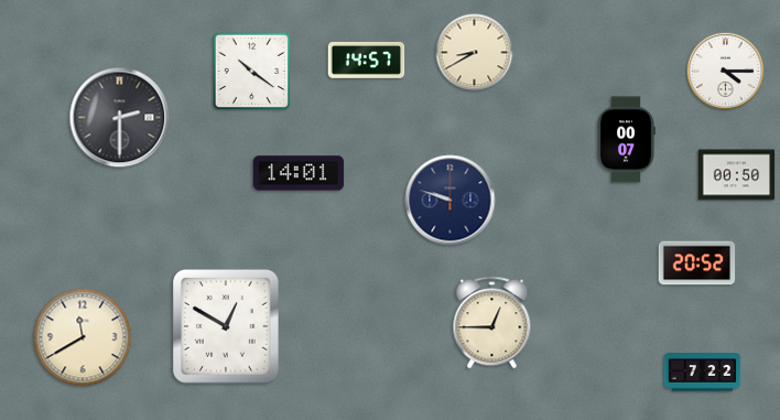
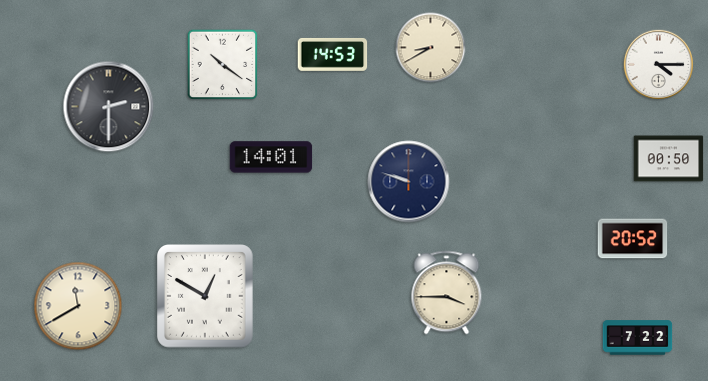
clock at (367, 60): 14:57 -> 14:53
clock at (252, 72) position: (252, 72) -> (223, 65)
clock at (626, 140): 00:07 -> none
clock at (492, 323): 12:45 -> 3:45
clock at (83, 337) position: (83, 337) -> (78, 306)
